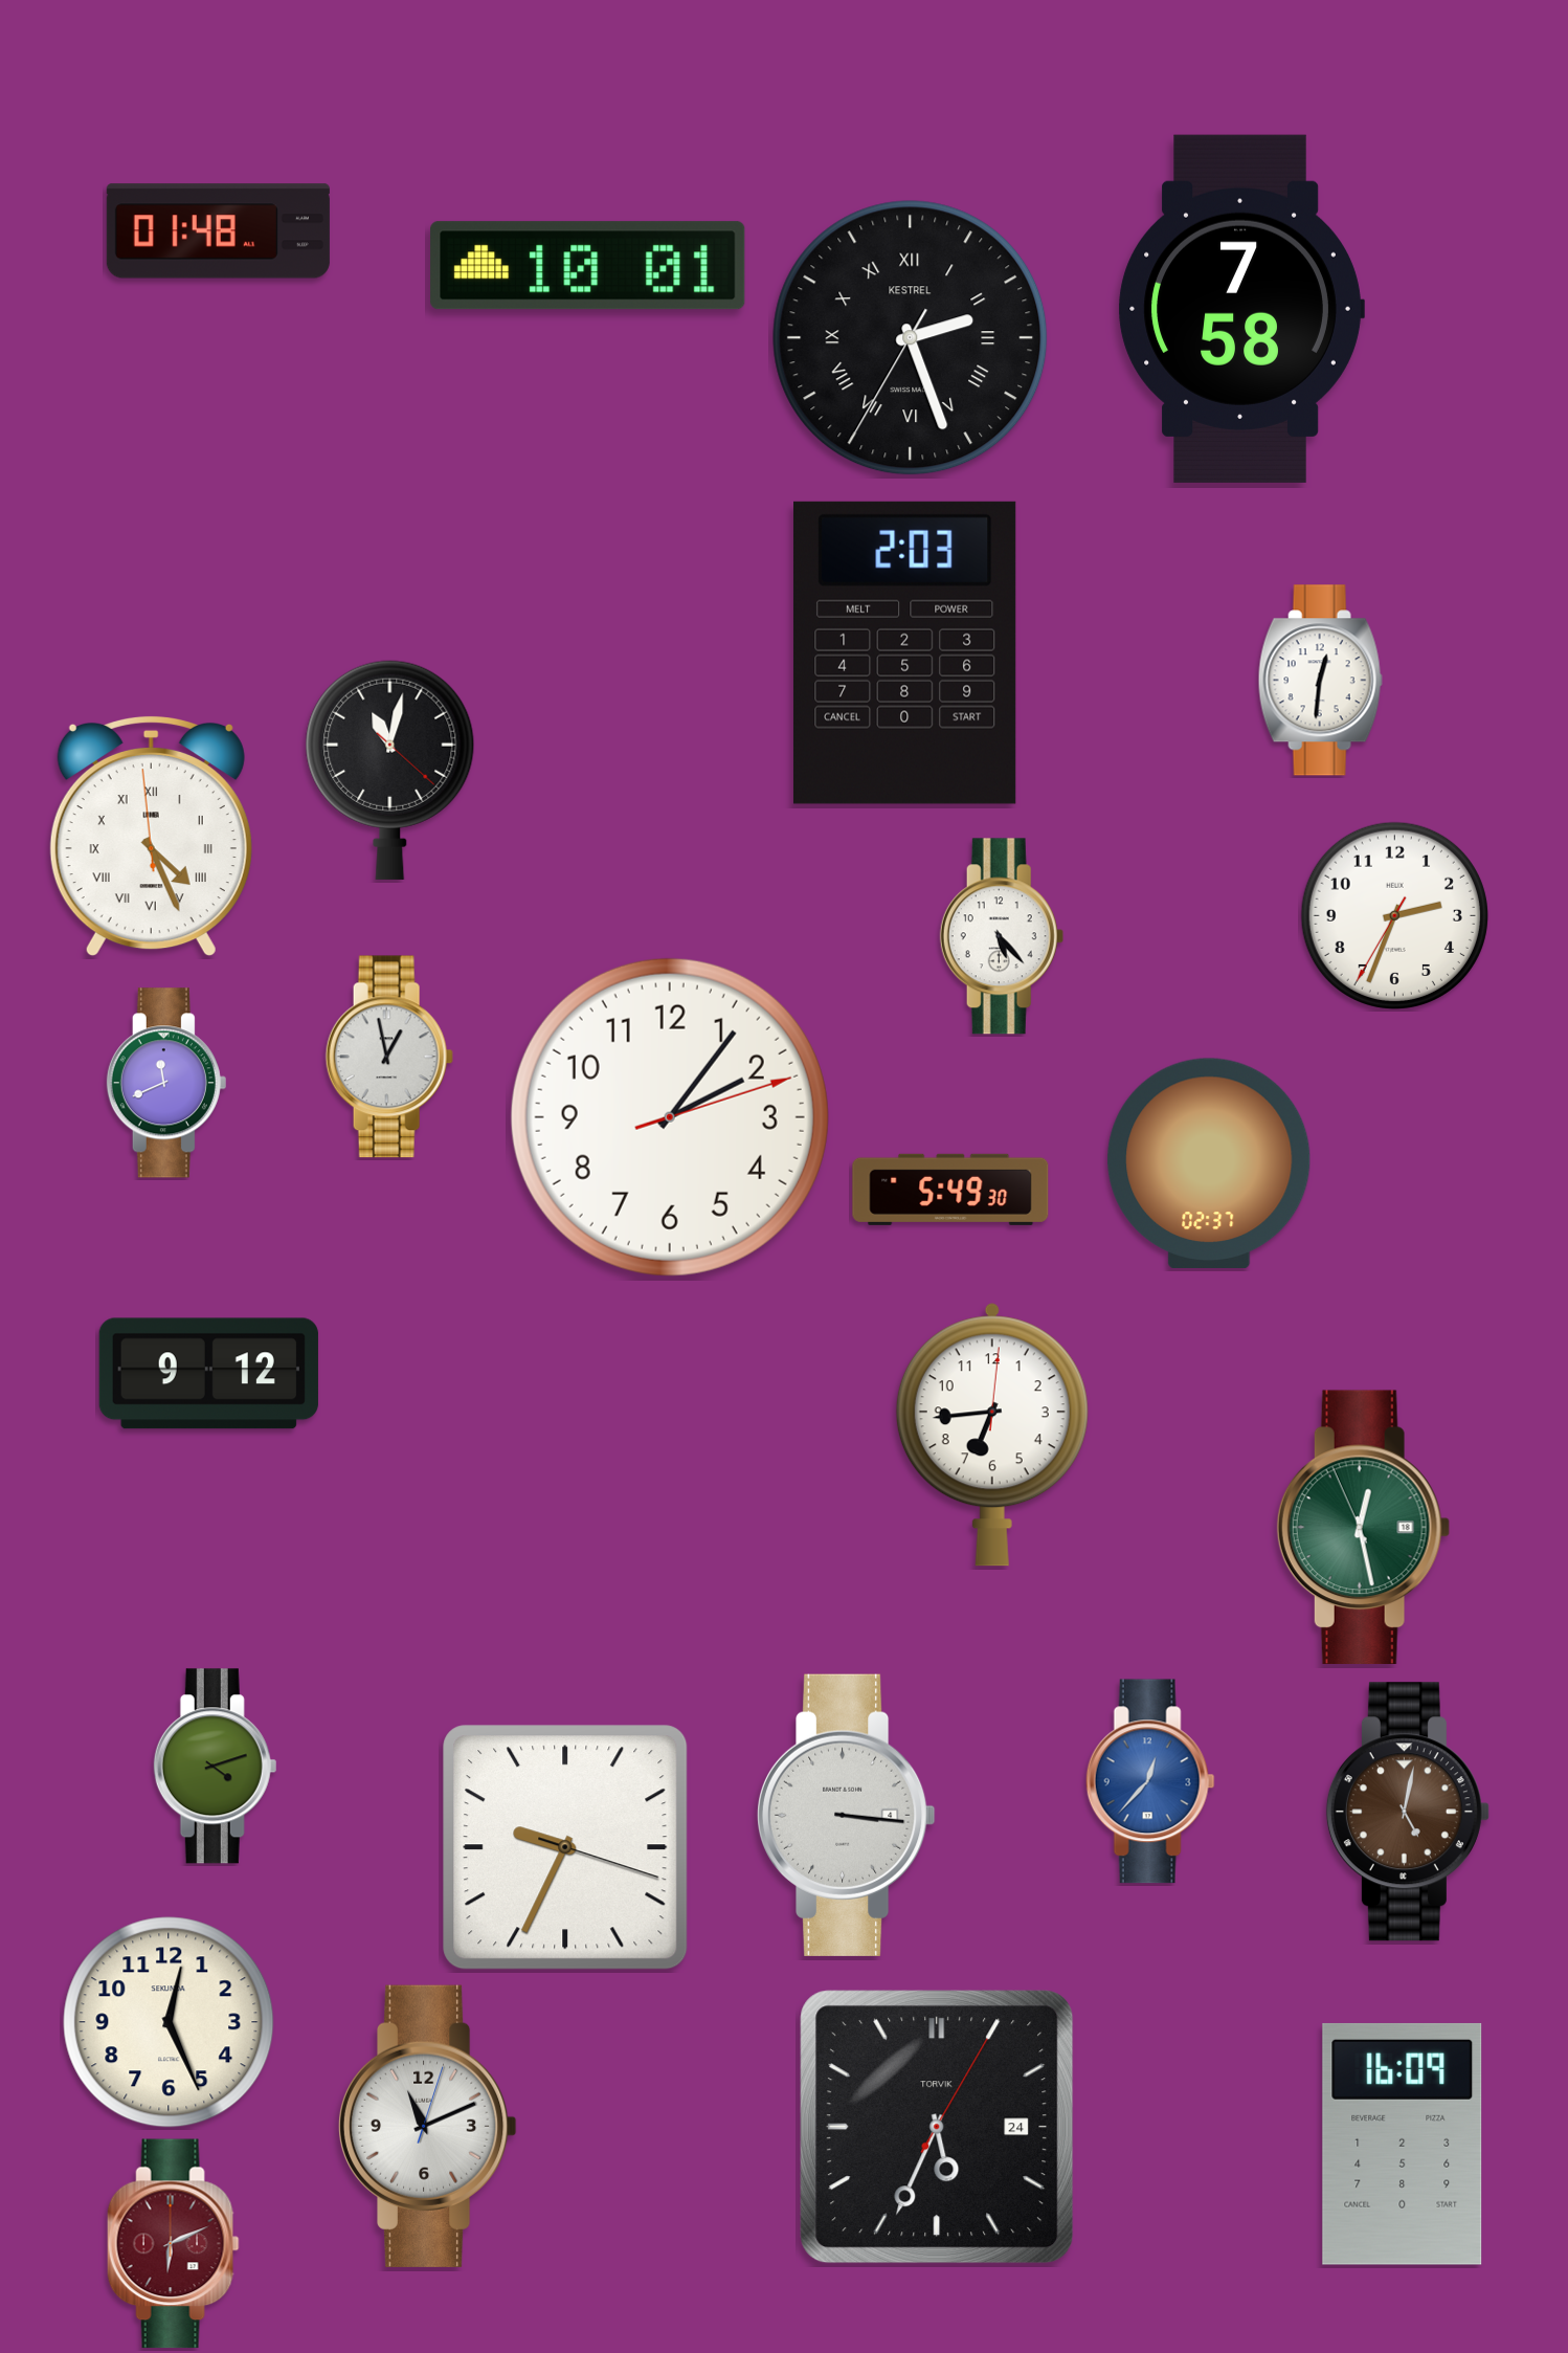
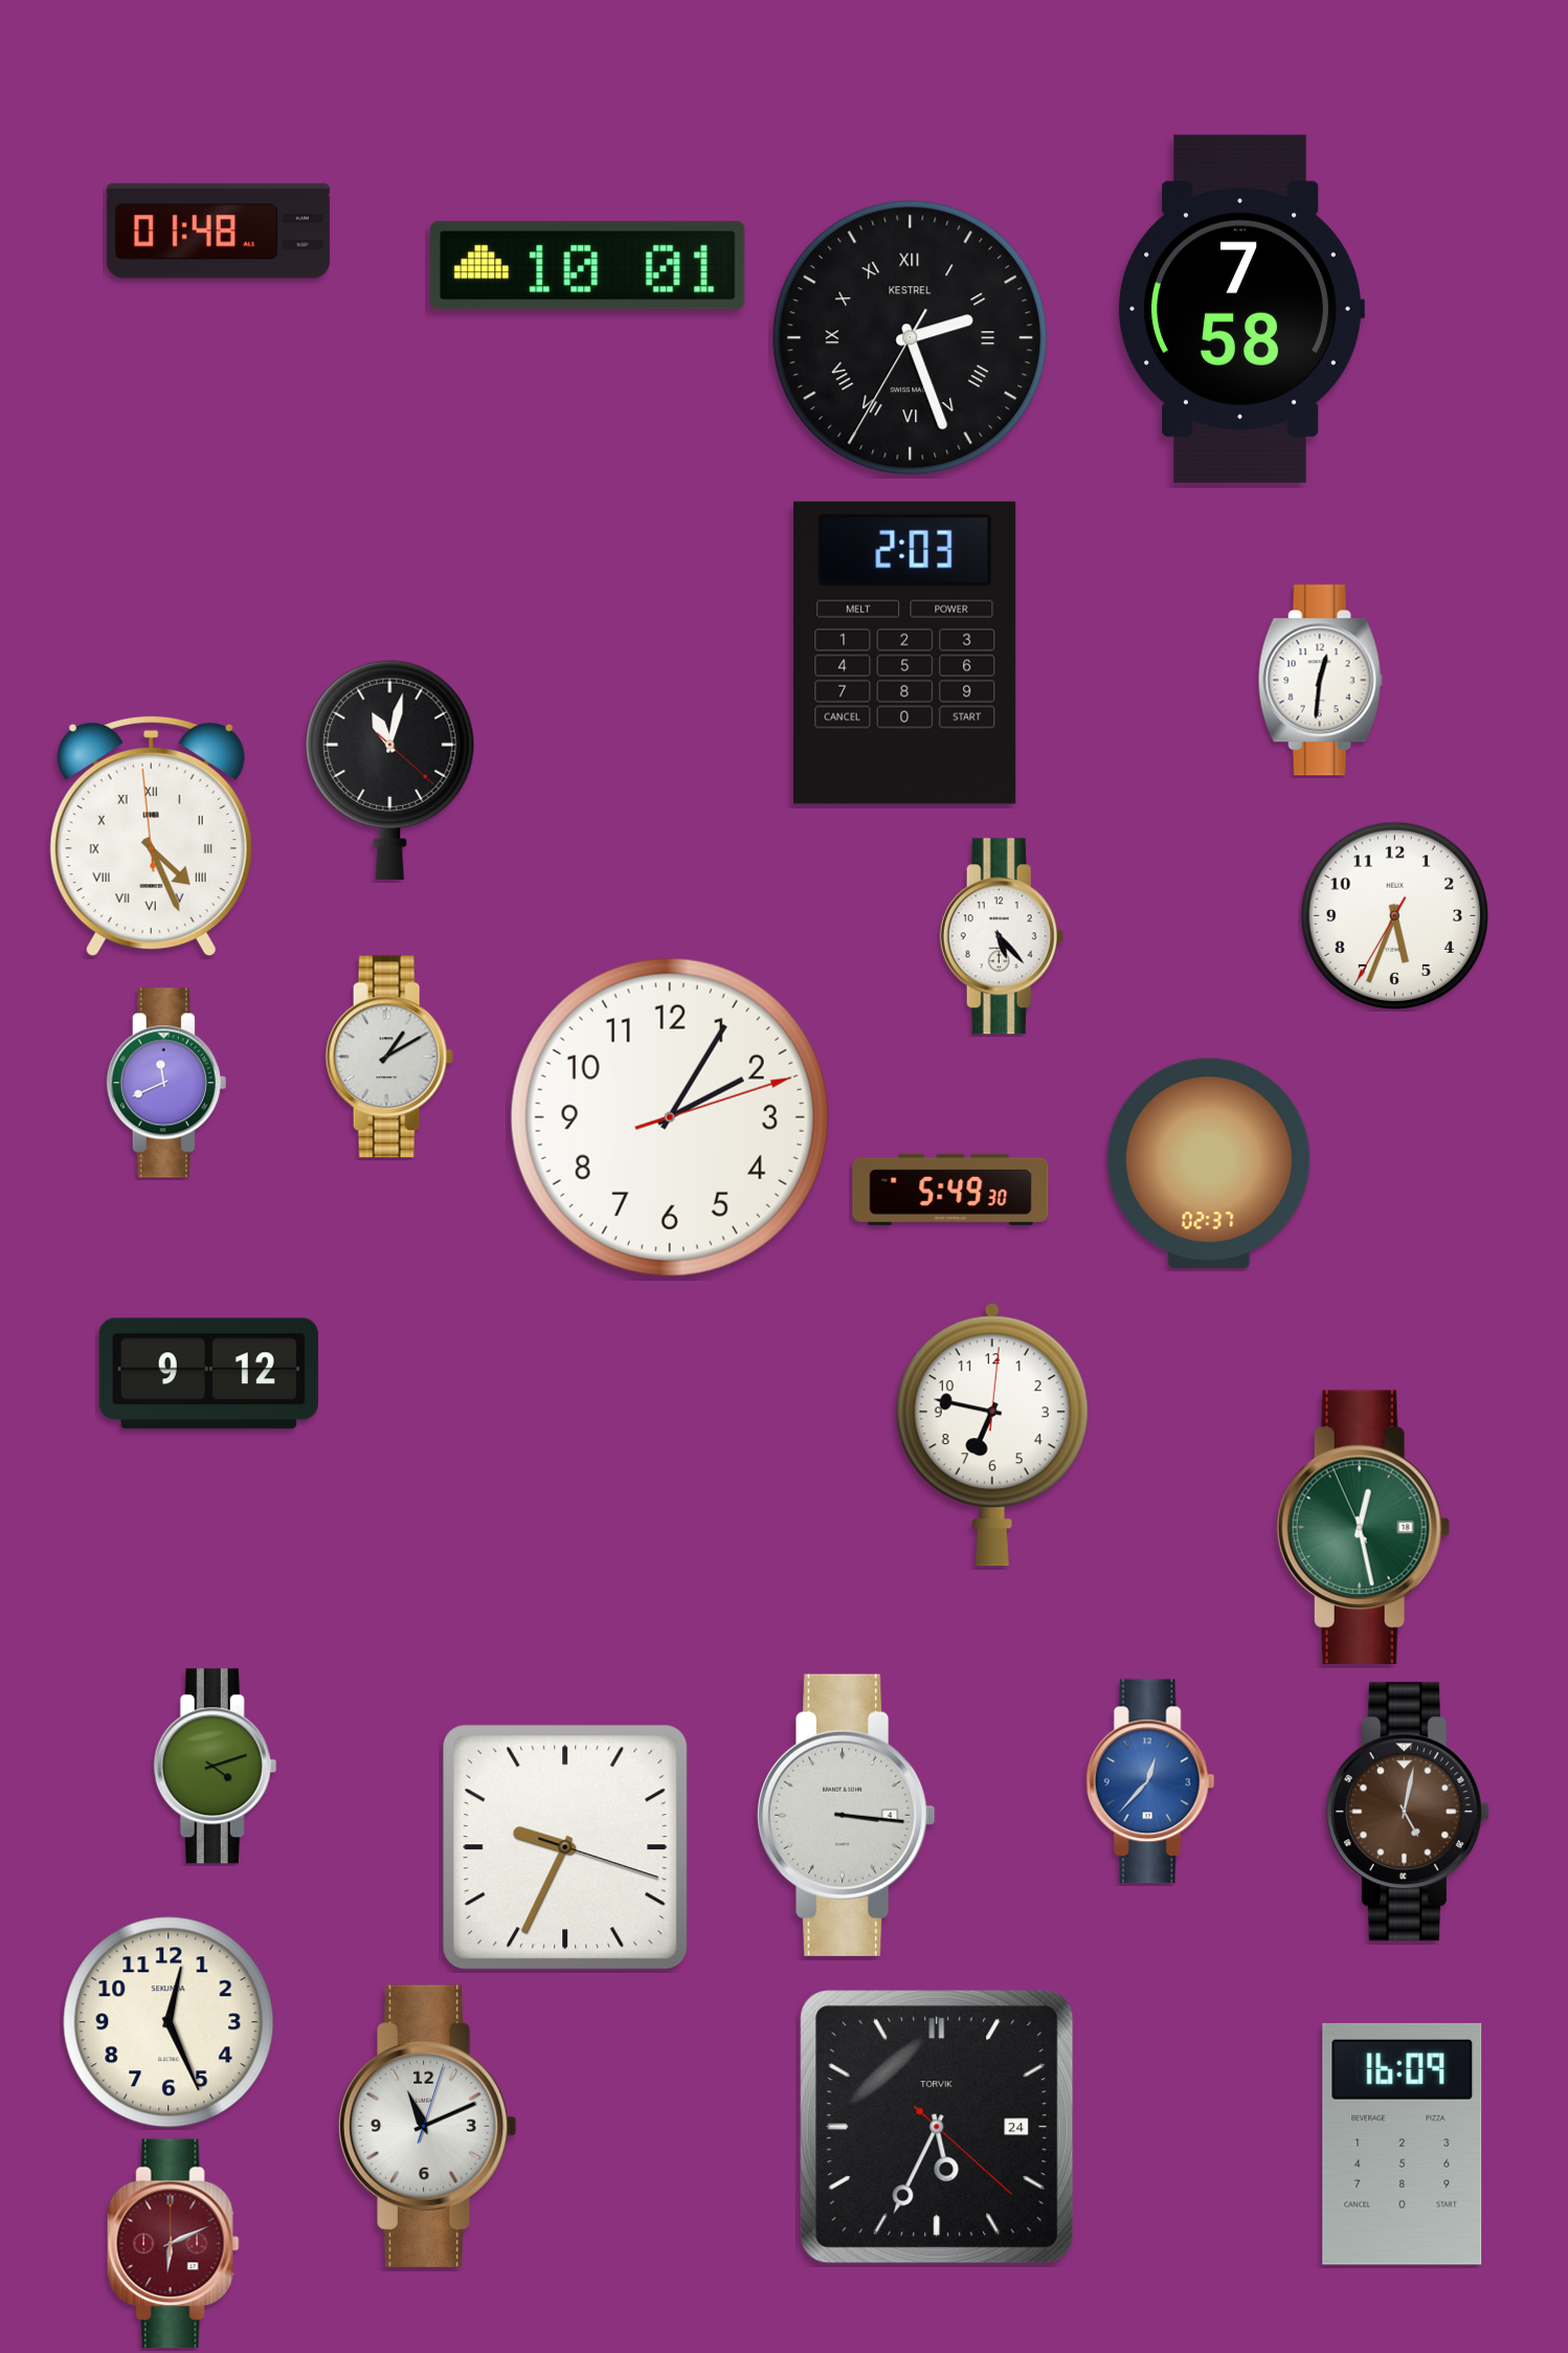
clock at (1394, 915): 2:33 -> 5:33
clock at (389, 1057): 12:58 -> 1:10
clock at (670, 1117): 2:06 -> 2:05
clock at (992, 1435): 6:44 -> 6:47
clock at (937, 2127): 5:34:05 -> 5:34:22
